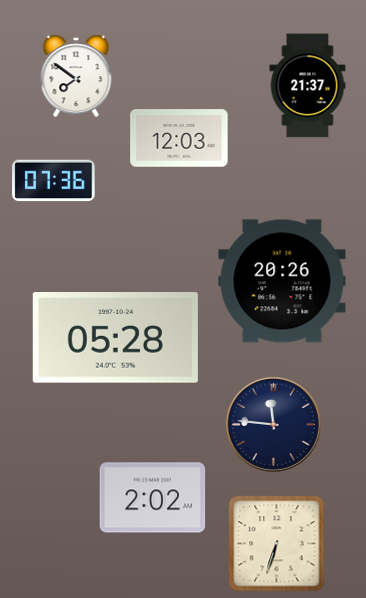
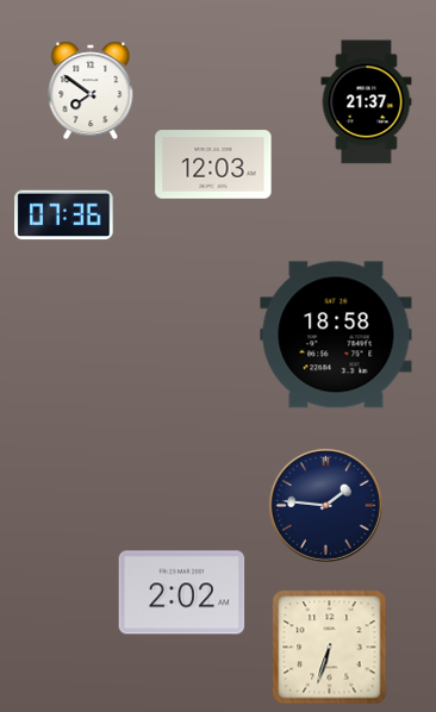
clock at (282, 281): 20:26 -> 18:58
clock at (115, 338): 05:28 -> none
clock at (273, 424): 11:46 -> 1:46
